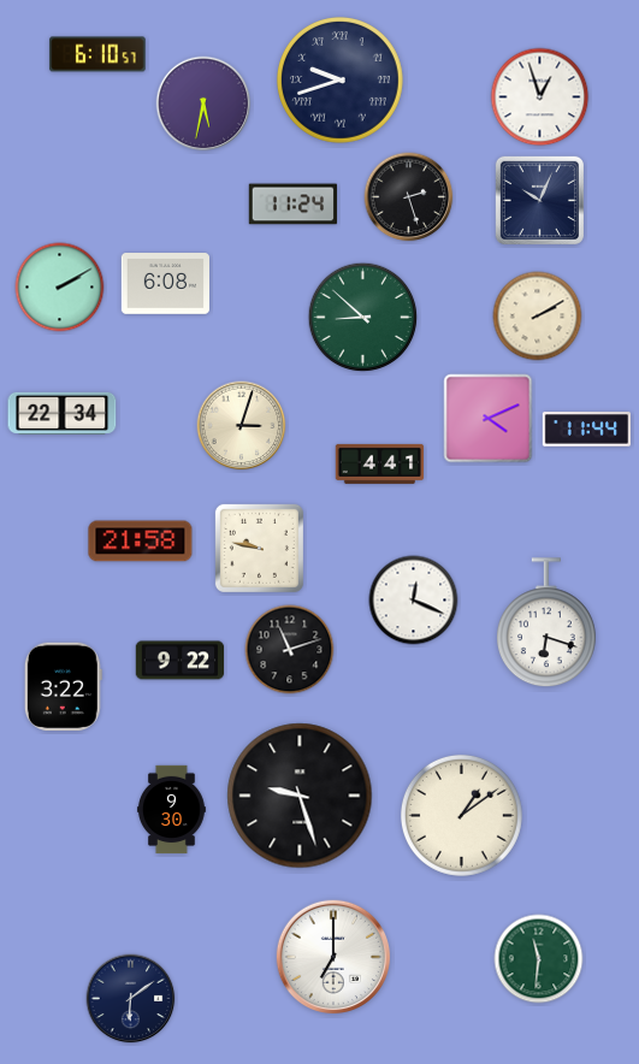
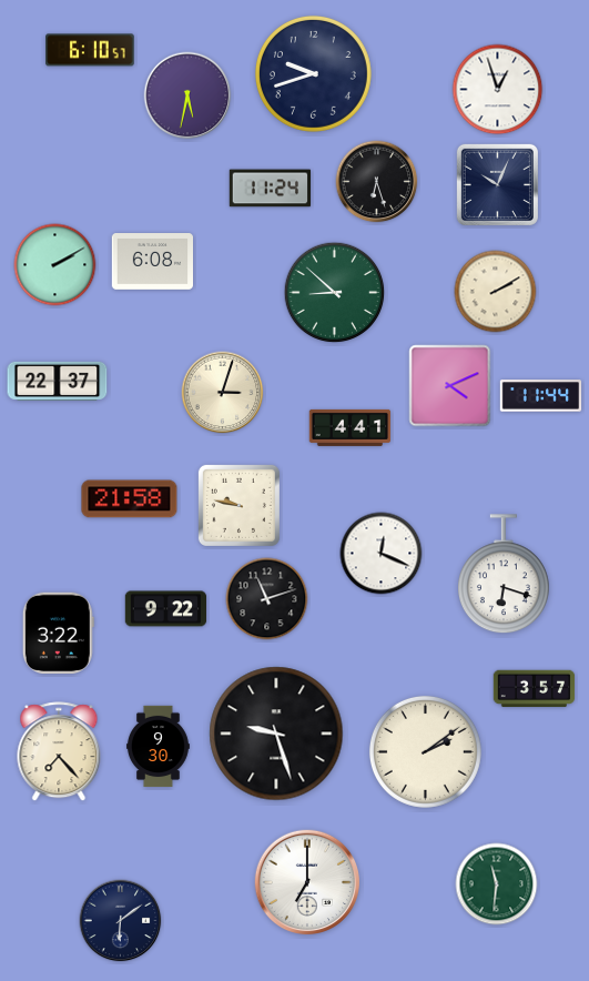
clock at (341, 81) numerals: Roman -> Arabic
clock at (409, 197): 2:27 -> 6:27
clock at (63, 413): 22:34 -> 22:37
clock at (535, 689): none -> 3:57
clock at (461, 815): 1:09 -> 2:09
clock at (59, 752): none -> 7:23
